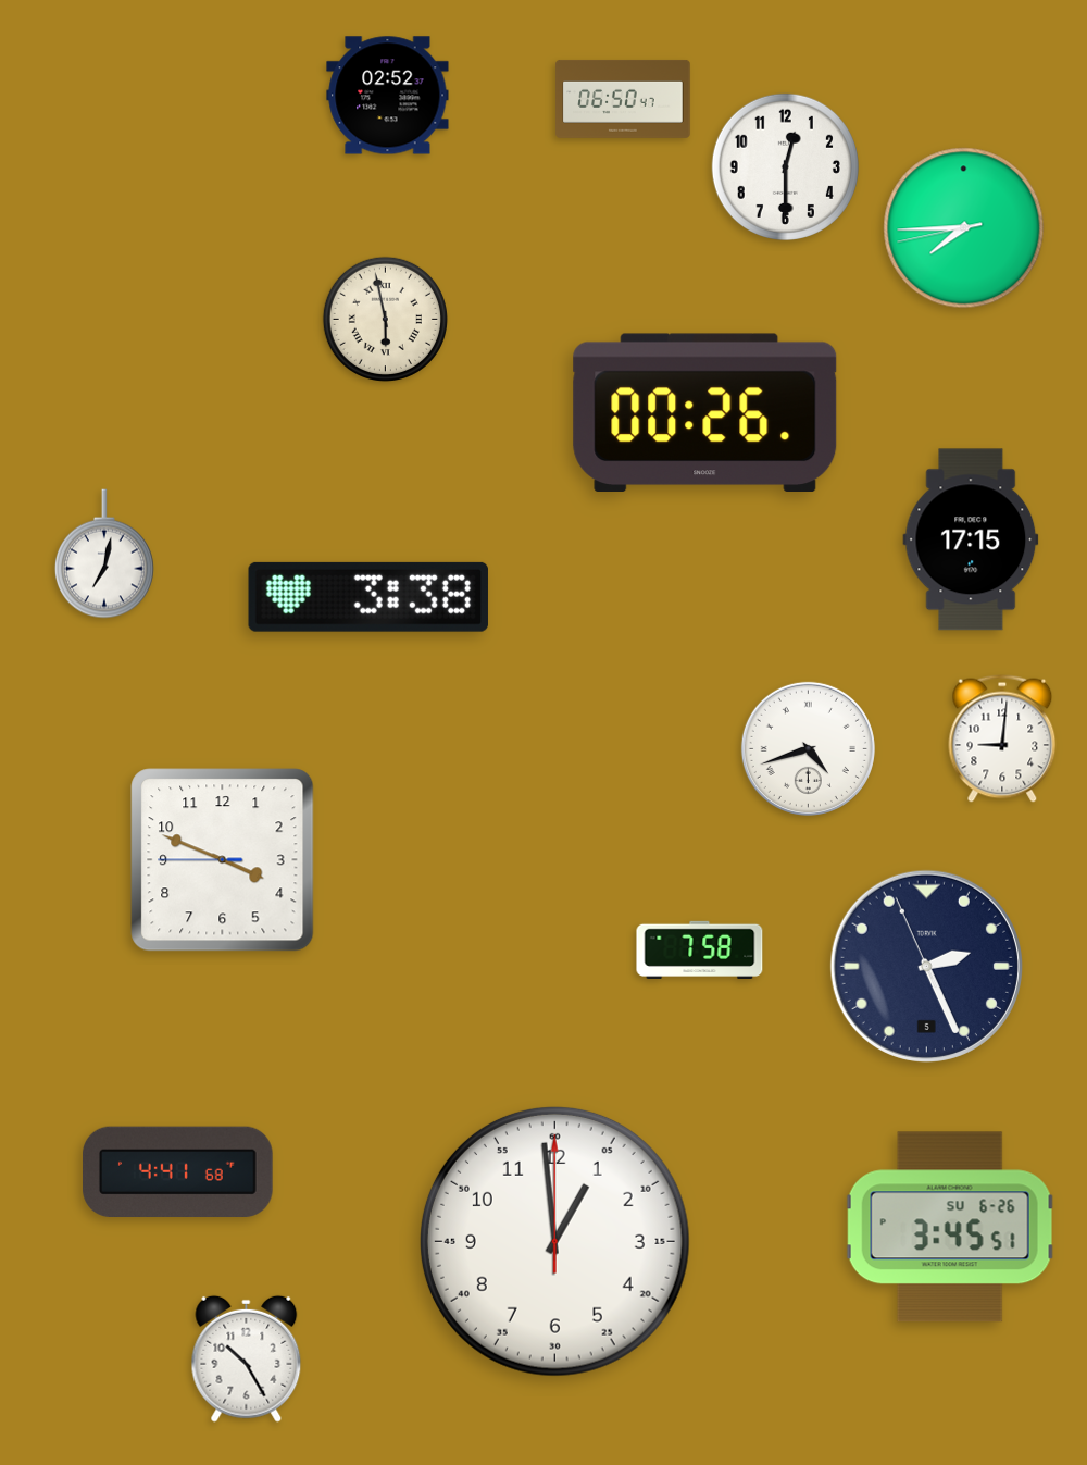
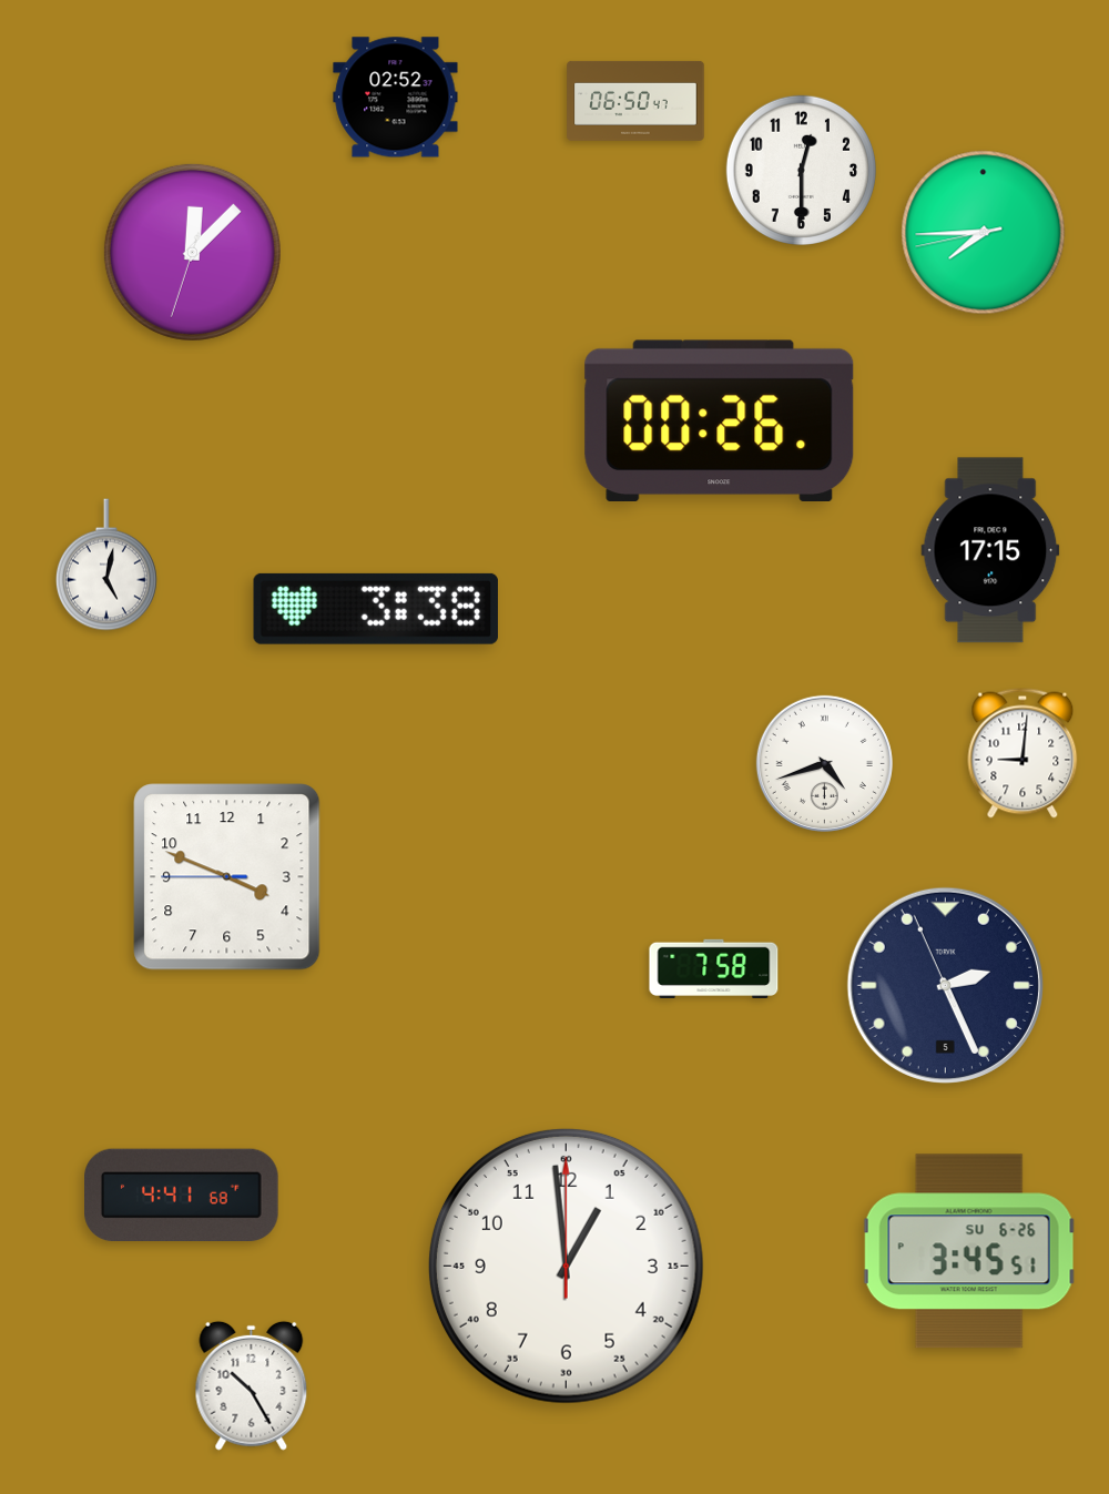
clock at (192, 252): none -> 12:07
clock at (385, 319): 5:58 -> none
clock at (104, 554): 7:02 -> 5:02
